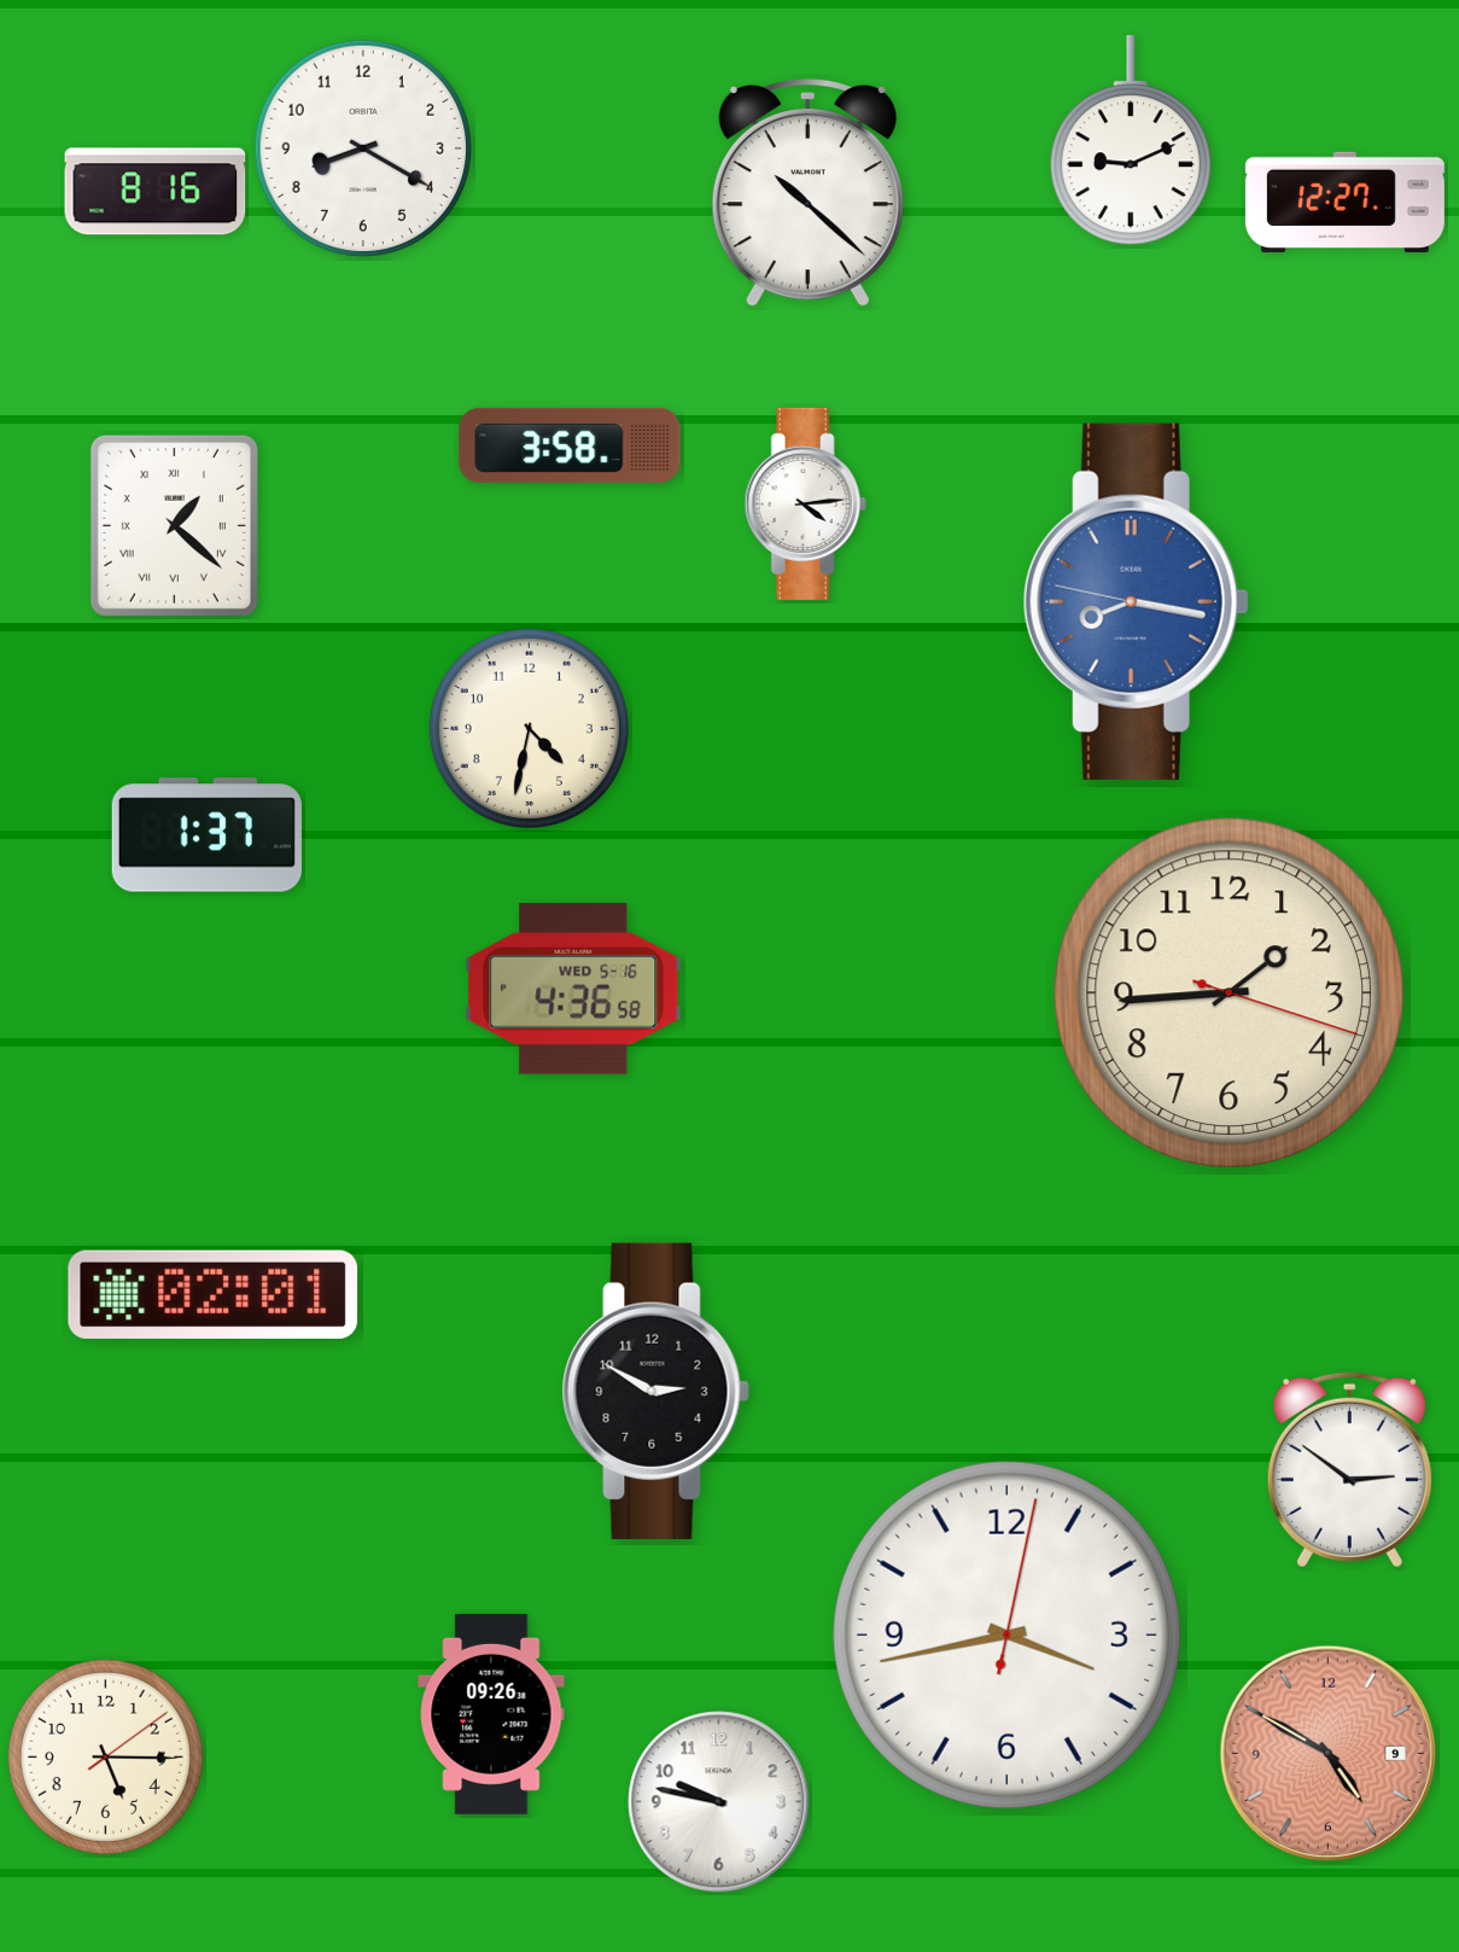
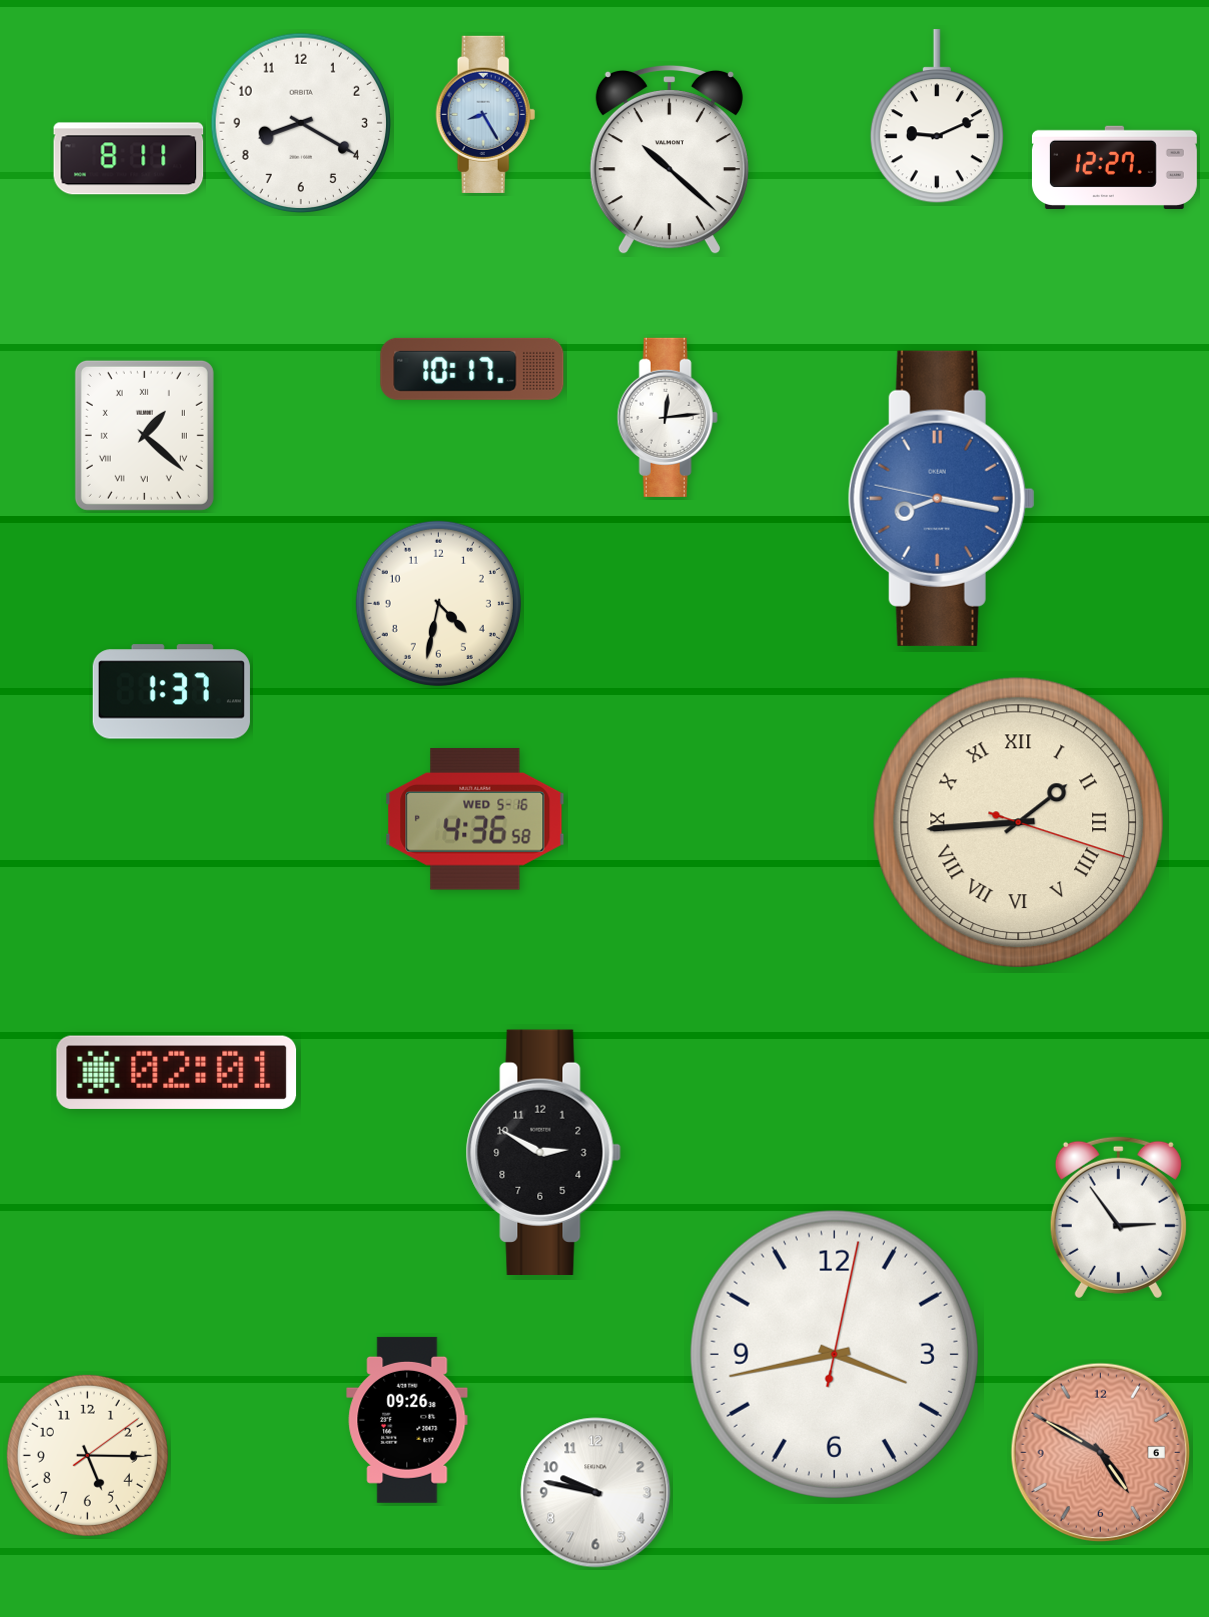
clock at (486, 114): none -> 8:25
clock at (156, 192): 8:16 -> 8:11
clock at (570, 445): 3:58 -> 10:17
clock at (805, 503): 4:14 -> 12:14
clock at (1229, 992) numerals: Arabic -> Roman
clock at (1349, 1469): 2:51 -> 2:54
clock at (1327, 1753) date: 9 -> 6
